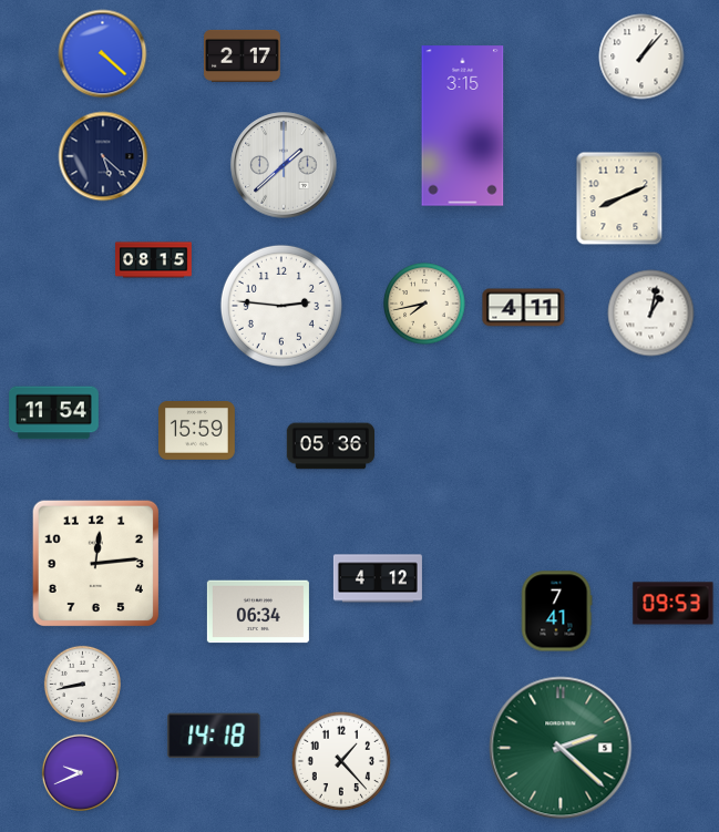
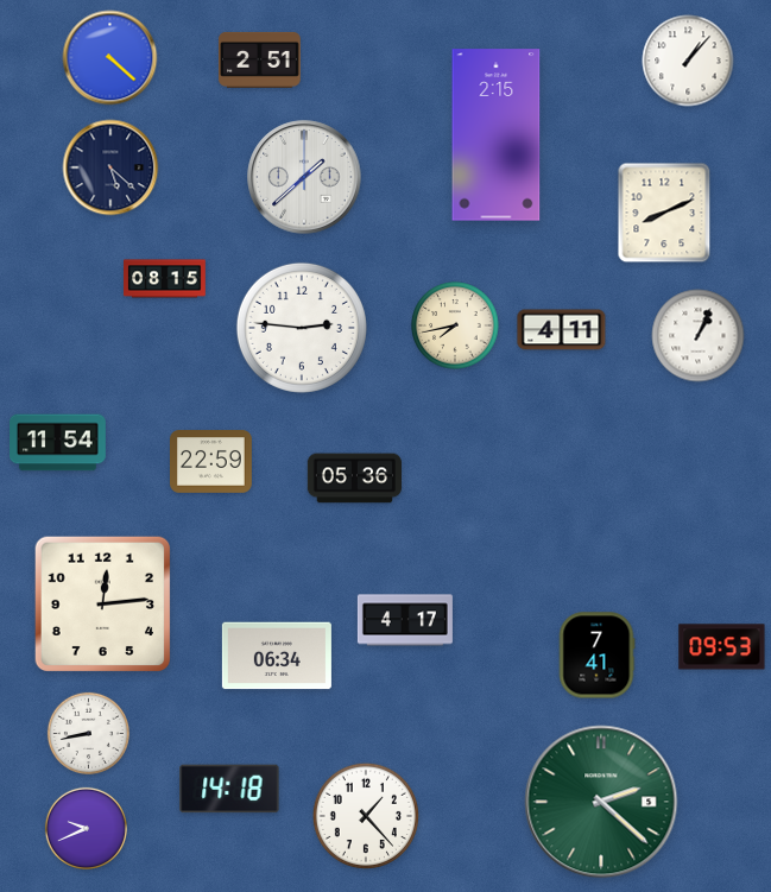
clock at (243, 55): 2:17 -> 2:51
clock at (463, 126): 3:15 -> 2:15
clock at (651, 314): 1:02 -> 1:04
clock at (197, 431): 15:59 -> 22:59
clock at (378, 578): 4:12 -> 4:17
